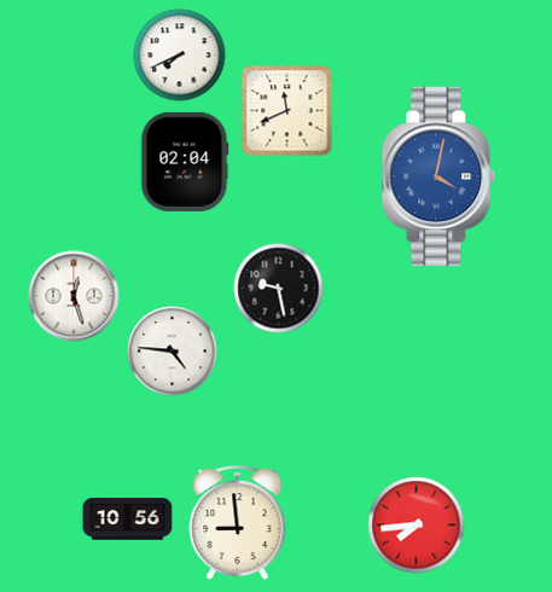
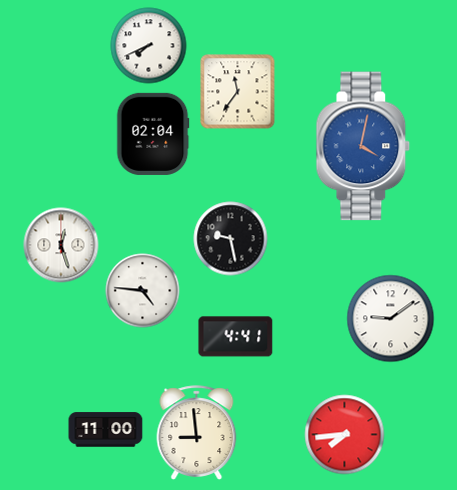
clock at (287, 111): 11:41 -> 11:36
clock at (391, 319): none -> 9:09
clock at (236, 337): none -> 4:41
clock at (128, 520): 10:56 -> 11:00
